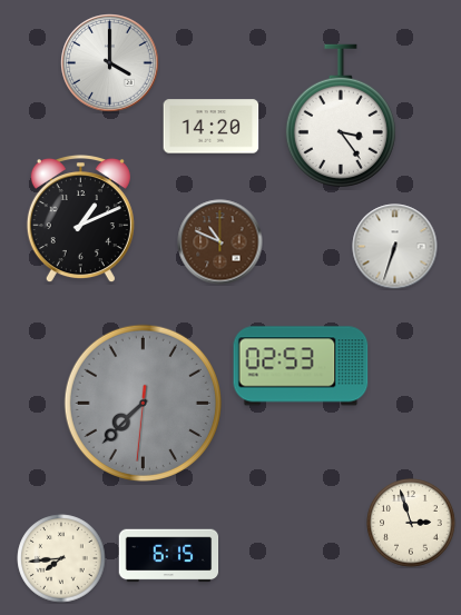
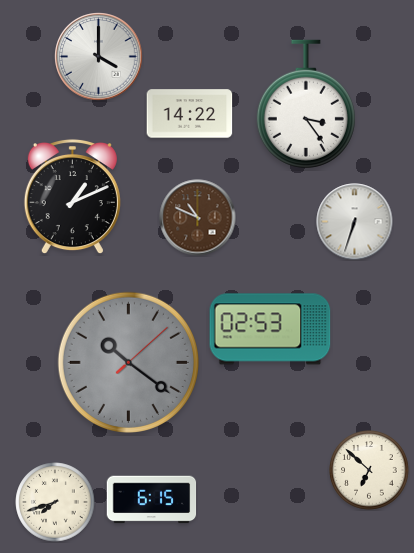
clock at (212, 127): 14:20 -> 14:22
clock at (143, 403): 7:37 -> 10:21
clock at (411, 523): 2:57 -> 6:52
clock at (61, 558): 7:44 -> 7:42
